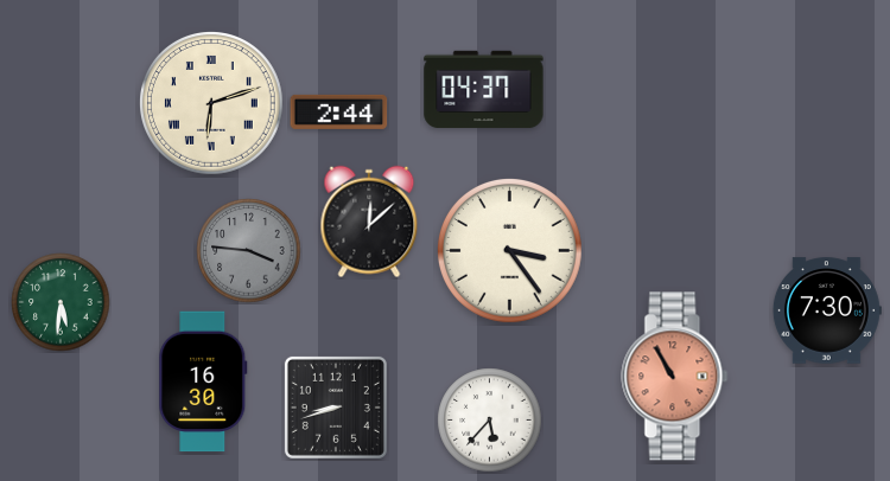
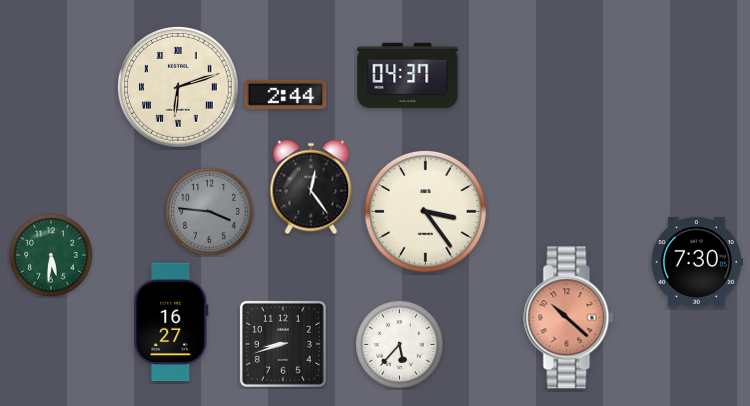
clock at (369, 222): 12:08 -> 12:24
clock at (510, 251) position: (510, 251) -> (426, 212)
clock at (675, 377): 10:55 -> 10:22
clock at (203, 381): 16:30 -> 16:27
clock at (490, 421) position: (490, 421) -> (400, 345)
